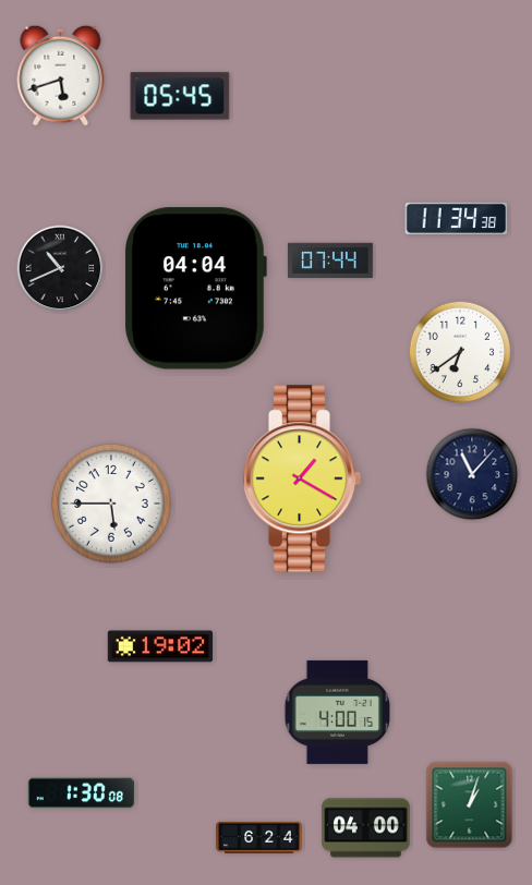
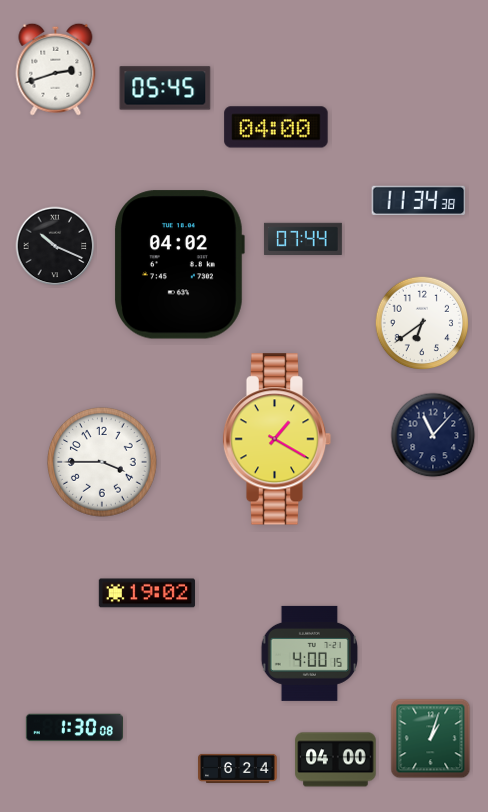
clock at (61, 75): 5:42 -> 2:42
clock at (276, 127): none -> 04:00
clock at (60, 268): 10:41 -> 10:19
clock at (196, 289): 04:04 -> 04:02
clock at (111, 504): 5:45 -> 3:45
